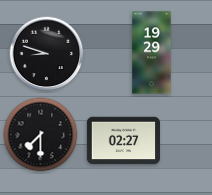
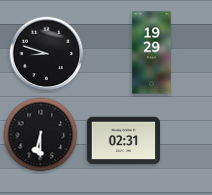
clock at (41, 135): 7:30 -> 6:30
clock at (123, 141): 02:27 -> 02:31
